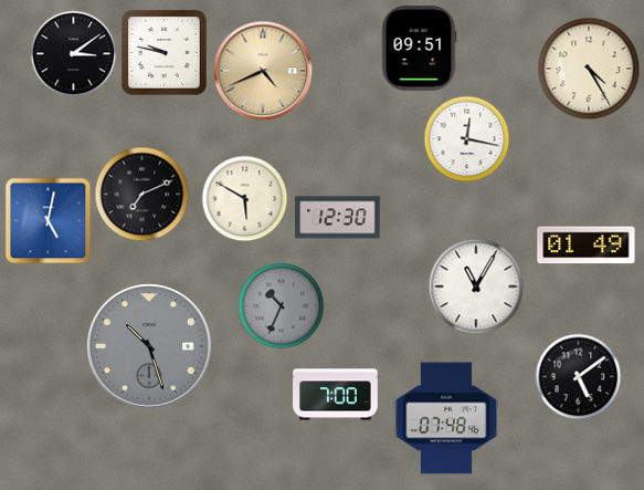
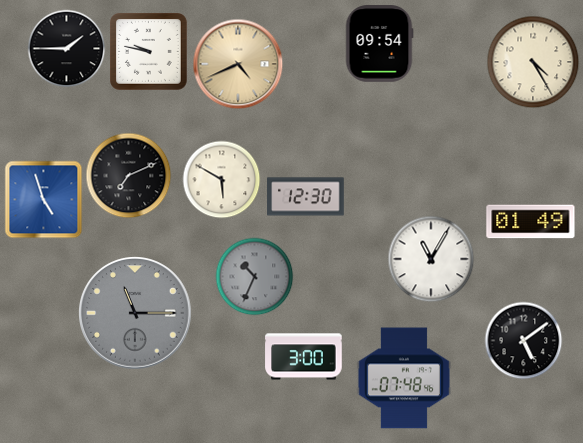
clock at (419, 49): 09:51 -> 09:54
clock at (73, 53): 3:09 -> 1:45
clock at (165, 53) position: (165, 53) -> (149, 52)
clock at (466, 138): 12:17 -> none
clock at (47, 220): 5:02 -> 4:57
clock at (150, 347): 10:27 -> 11:15
clock at (336, 395): 7:00 -> 3:00
